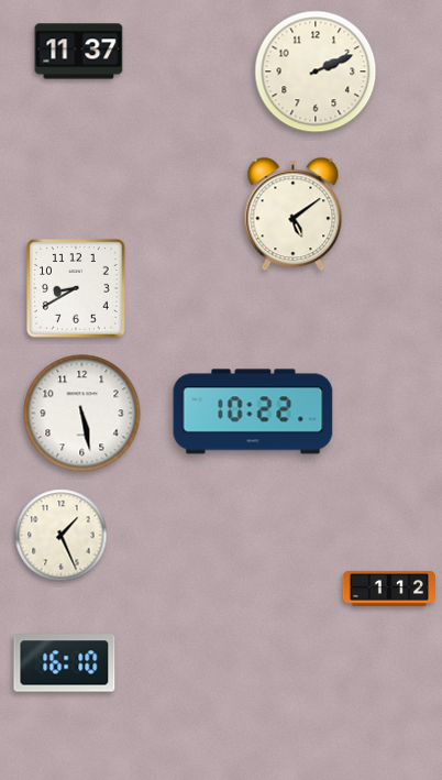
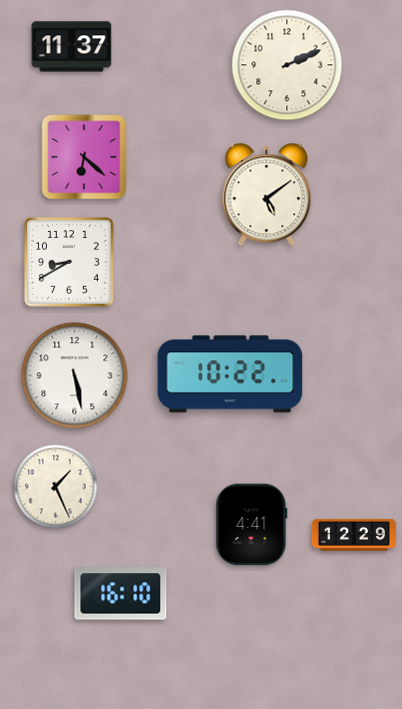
clock at (84, 157): none -> 6:22
clock at (252, 525): none -> 4:41
clock at (389, 589): 1:12 -> 12:29
clock at (65, 663) position: (65, 663) -> (121, 594)
